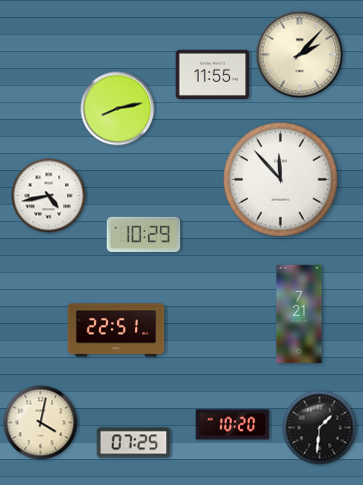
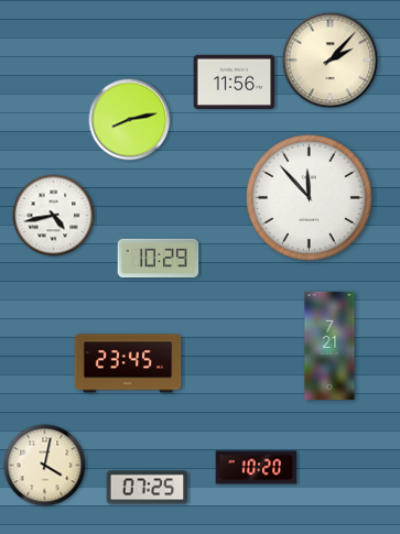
clock at (213, 74): 11:55 -> 11:56
clock at (116, 330): 22:51 -> 23:45
clock at (320, 428): 1:31 -> none
